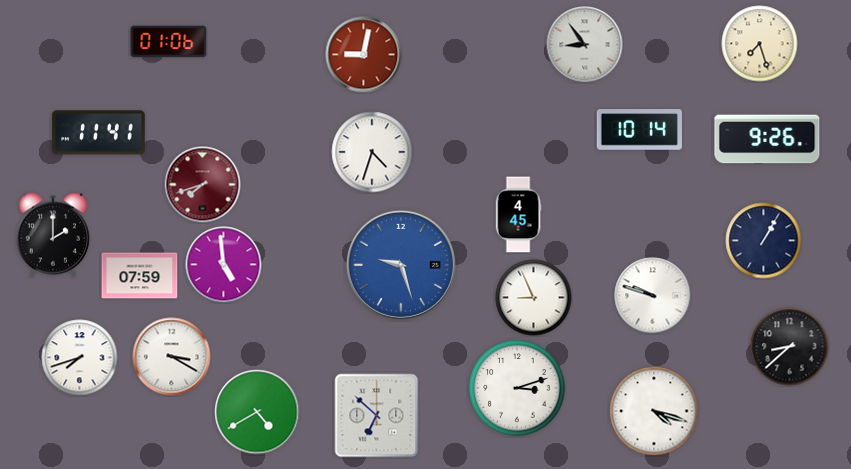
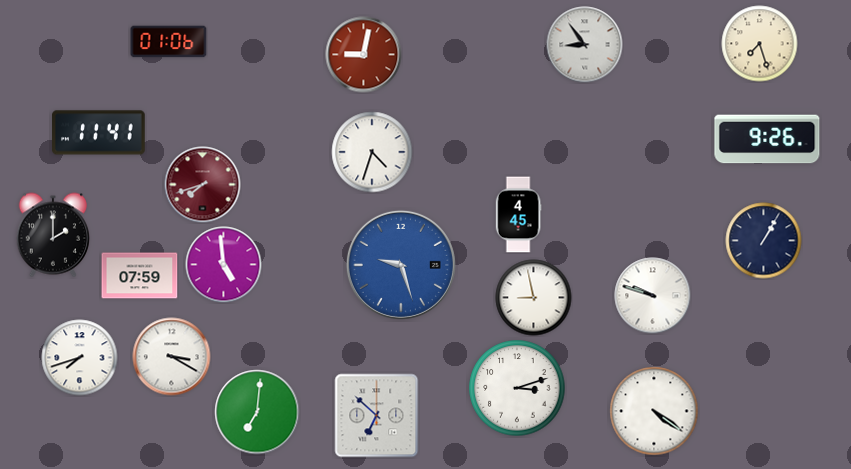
clock at (639, 130): 10:14 -> none
clock at (534, 298): 8:56 -> 8:58
clock at (790, 347): 8:38 -> none
clock at (654, 411): 4:18 -> 4:21
clock at (257, 412): 4:40 -> 7:01
